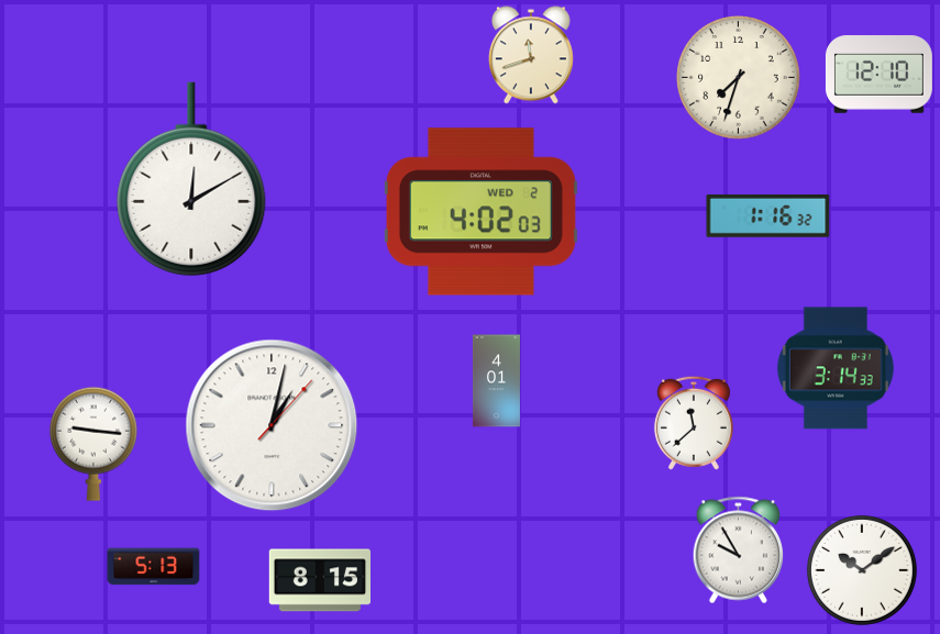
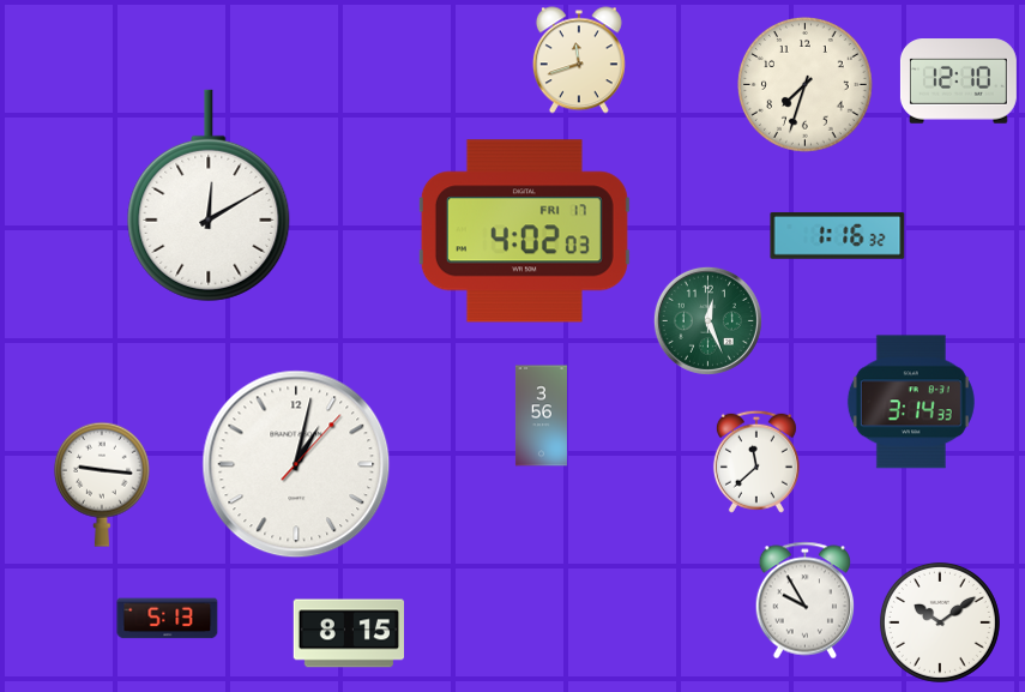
clock at (480, 212) date: WED 2 -> FRI 17
clock at (707, 320): none -> 12:26
clock at (496, 381): 4:01 -> 3:56
